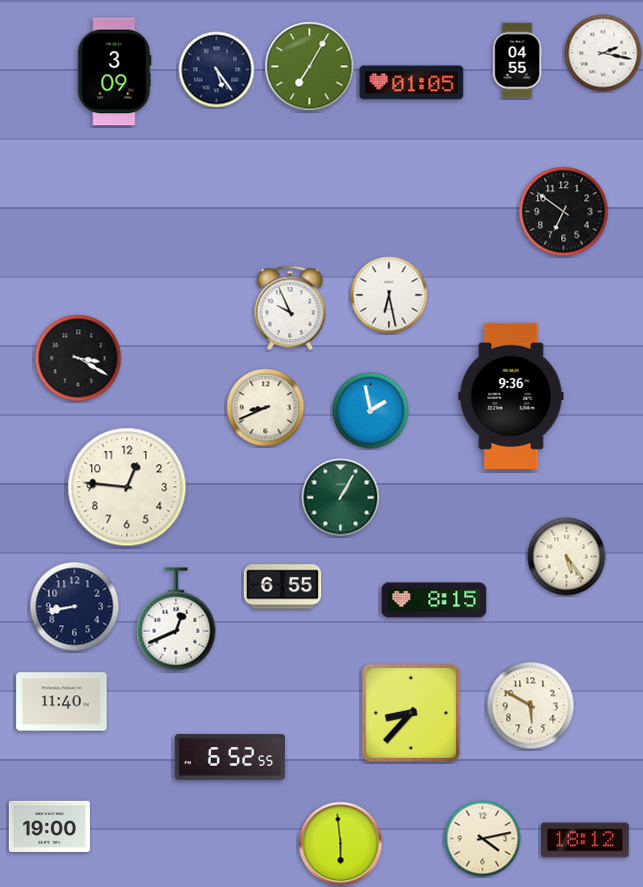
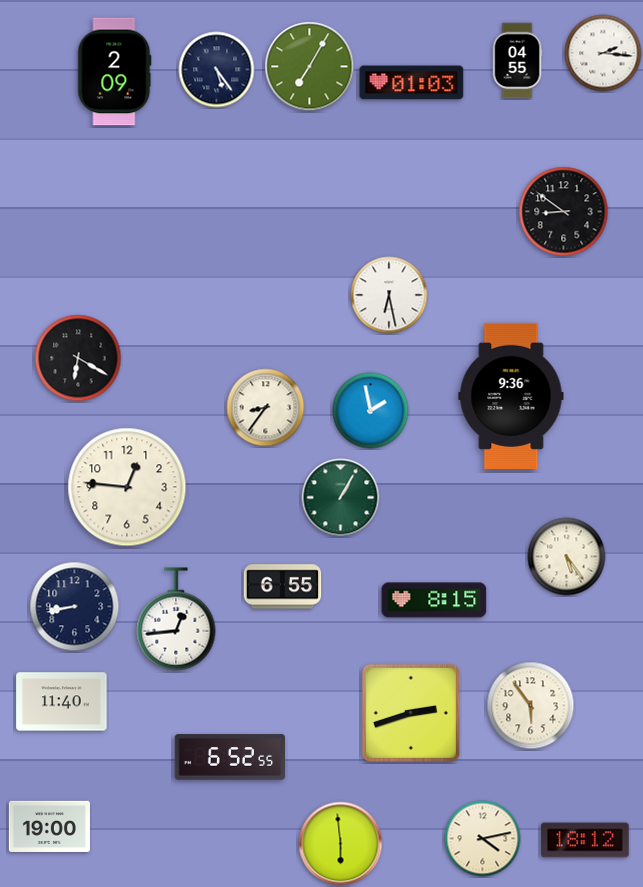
clock at (603, 53): 2:17 -> 2:16
clock at (115, 72): 3:09 -> 2:09
clock at (412, 83): 01:05 -> 01:03
clock at (564, 212): 6:51 -> 8:51
clock at (290, 308): 9:56 -> none
clock at (78, 358): 3:20 -> 6:20
clock at (266, 408): 8:41 -> 8:36
clock at (176, 619): 12:41 -> 12:44
clock at (531, 706): 5:50 -> 5:54
clock at (411, 713): 8:37 -> 2:42
